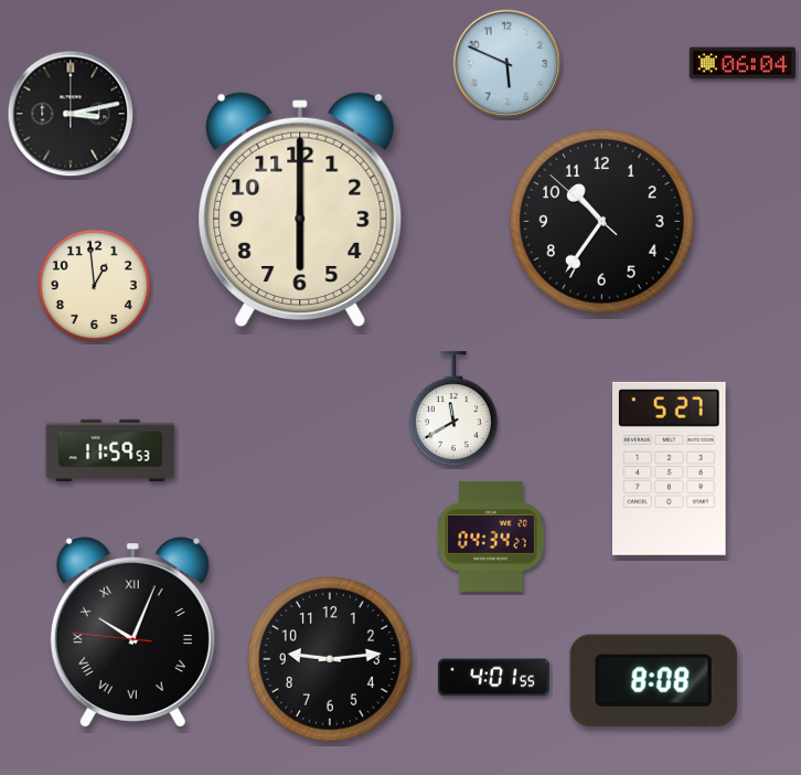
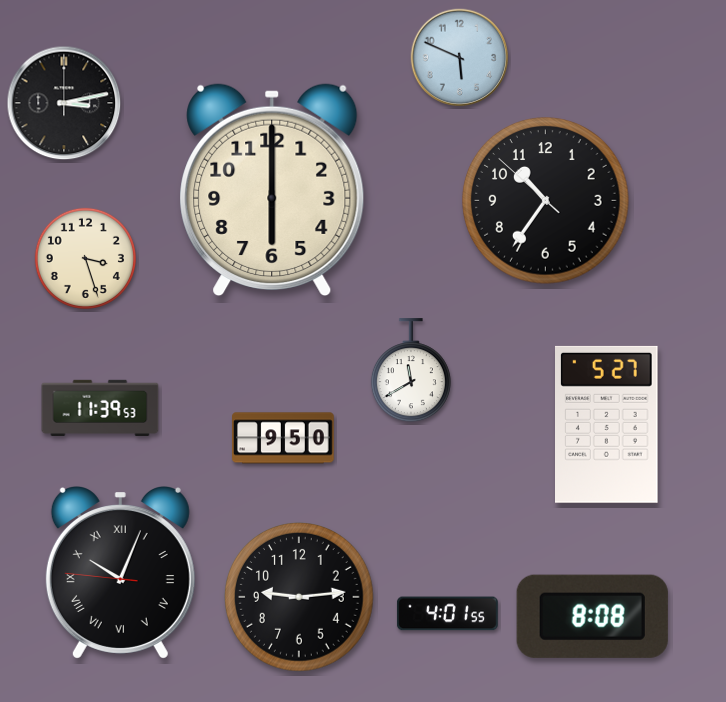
clock at (743, 63): 06:04 -> none
clock at (94, 285): 12:59 -> 3:27
clock at (110, 449): 11:59 -> 11:39
clock at (284, 438): none -> 9:50
clock at (491, 537): 04:34 -> none
